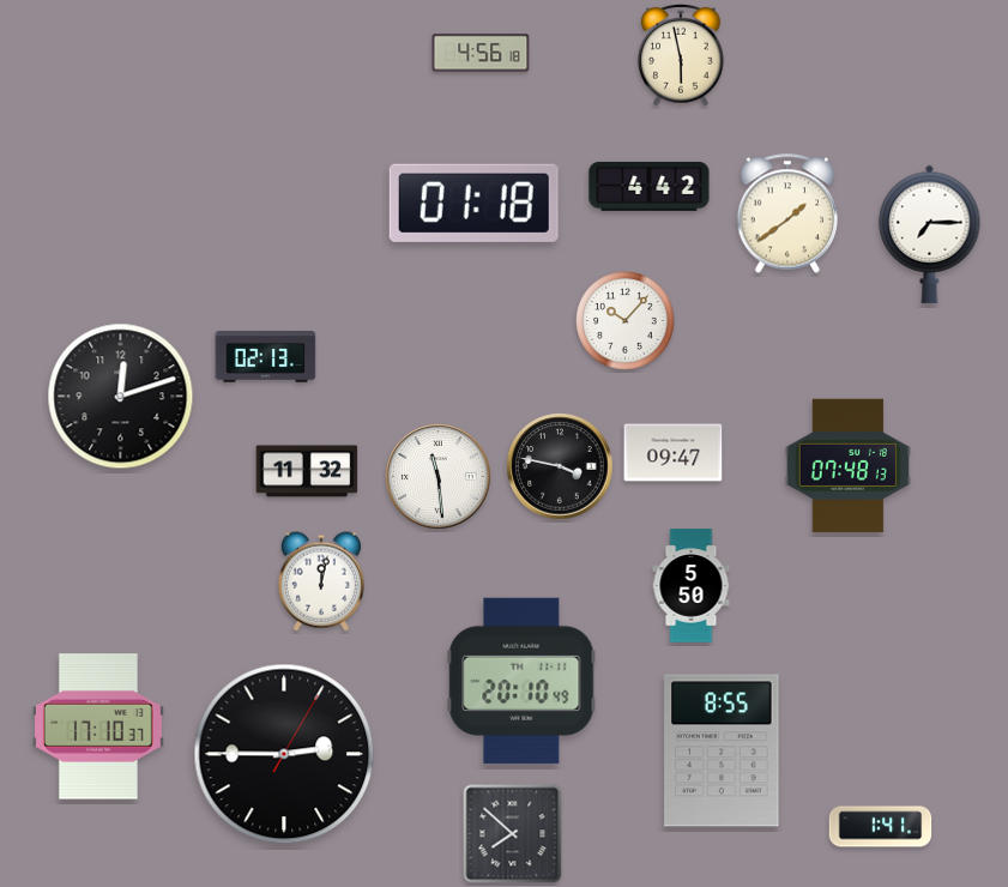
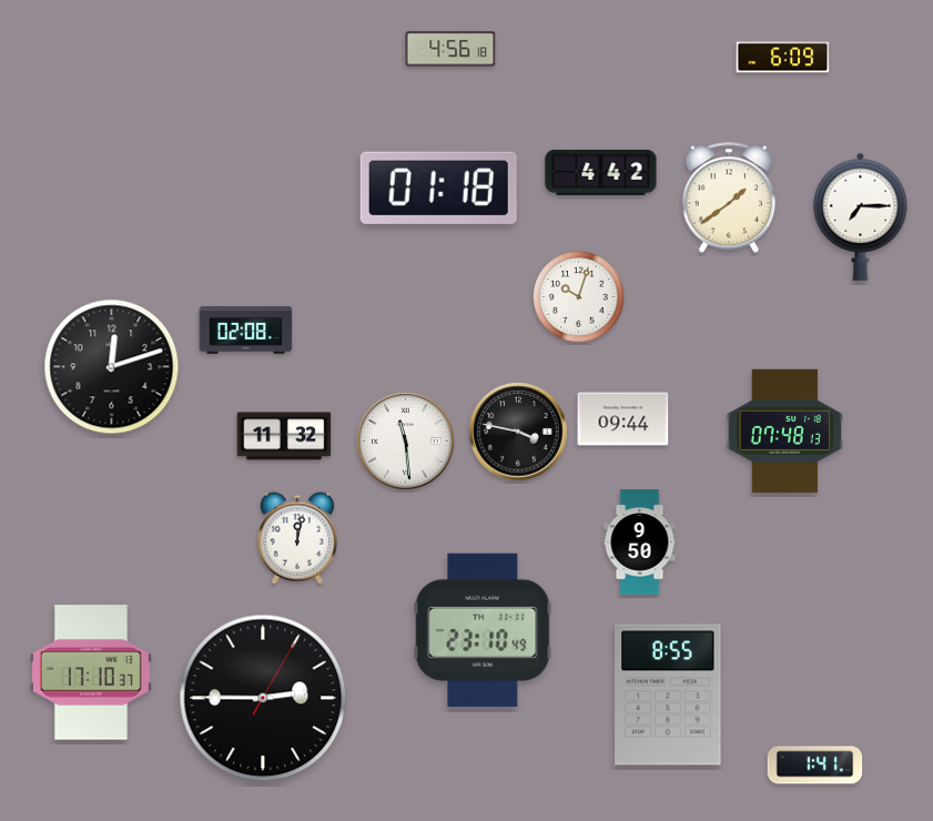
clock at (481, 53) position: (481, 53) -> (450, 49)
clock at (681, 55): 5:58 -> none
clock at (783, 58): none -> 6:09
clock at (626, 321): 10:07 -> 10:03
clock at (266, 357): 02:13 -> 02:08
clock at (674, 453): 09:47 -> 09:44
clock at (692, 586): 5:50 -> 9:50
clock at (521, 681): 20:10 -> 23:10
clock at (513, 834): 7:52 -> none
